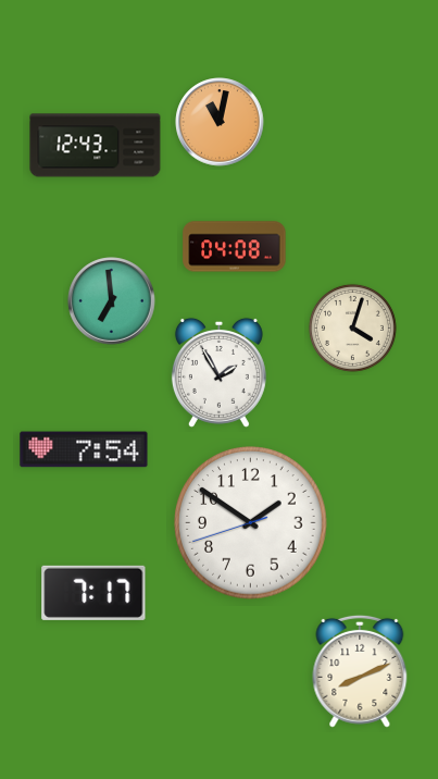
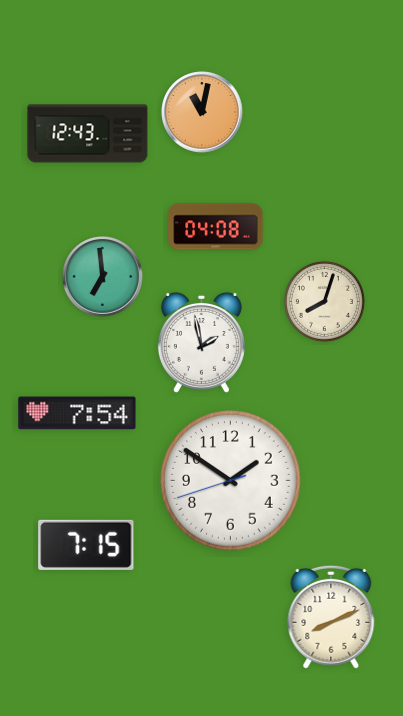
clock at (352, 327): 4:03 -> 8:03
clock at (218, 372): 1:55 -> 1:58
clock at (93, 593): 7:17 -> 7:15
